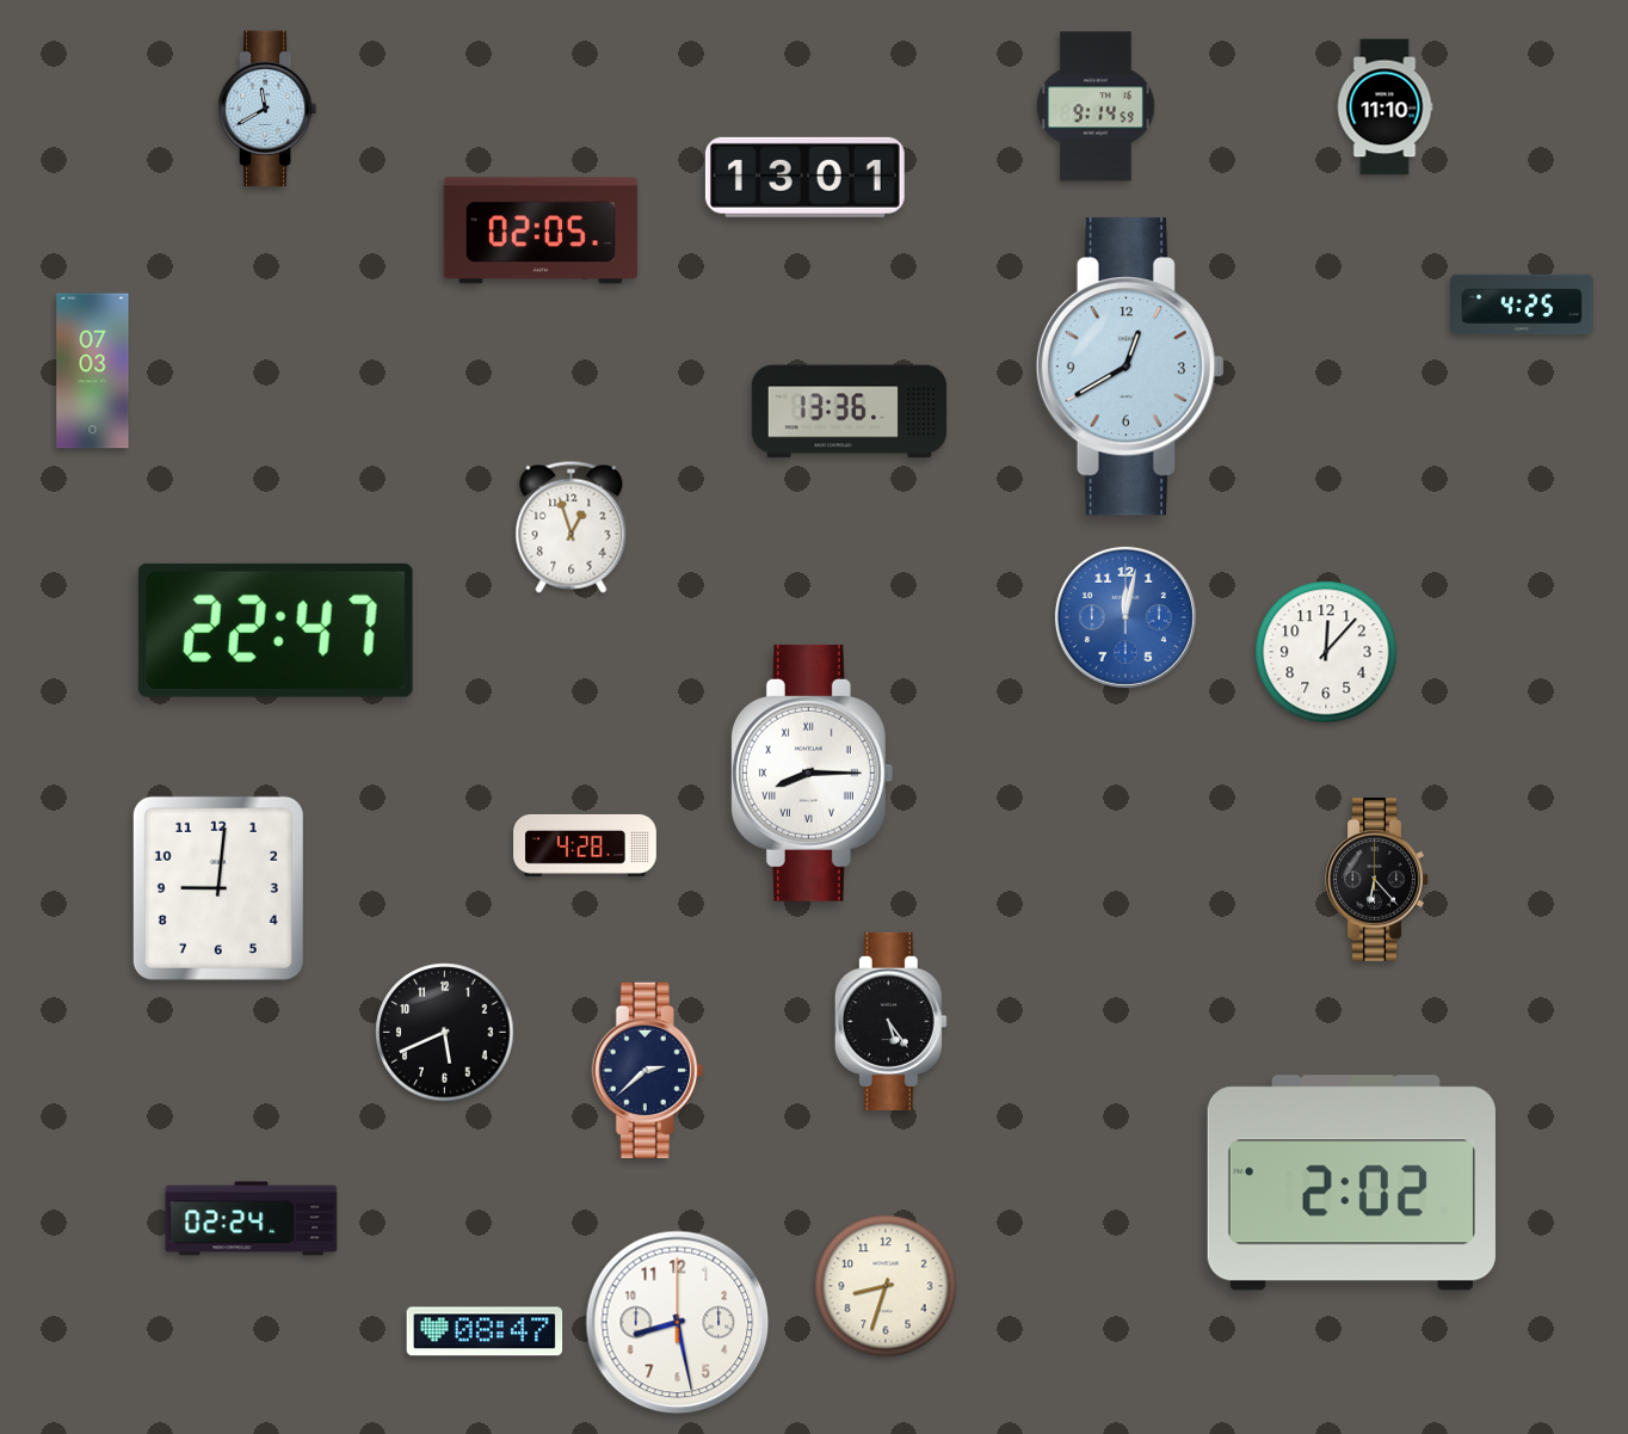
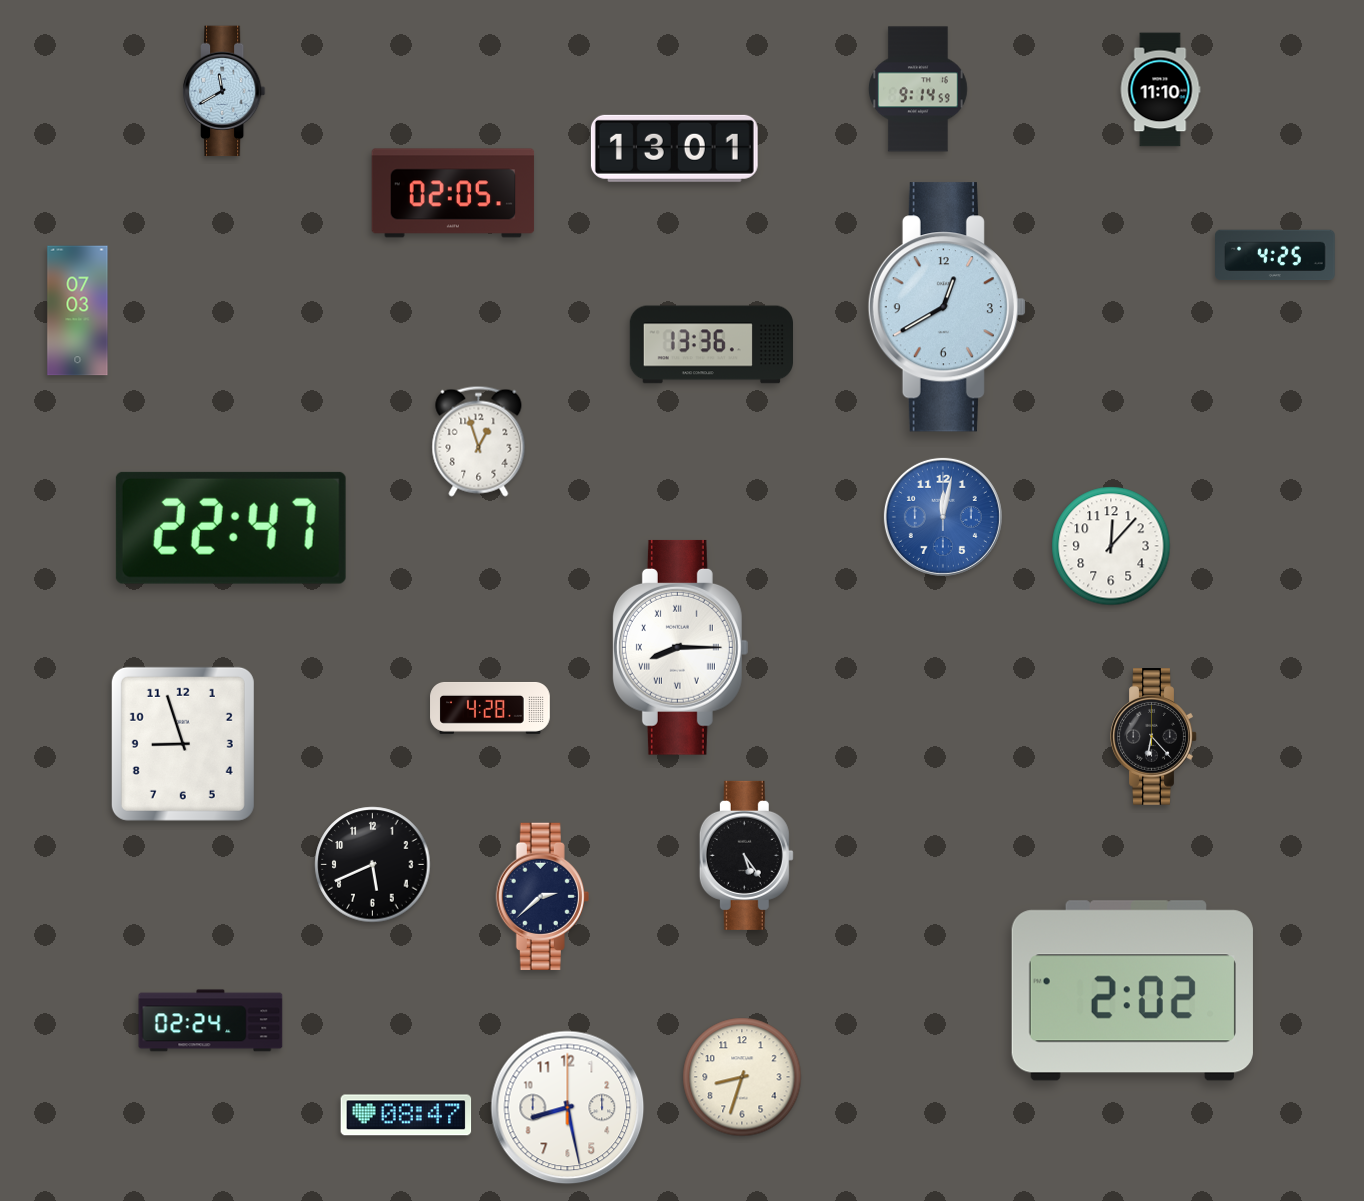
clock at (218, 888): 9:01 -> 8:57
